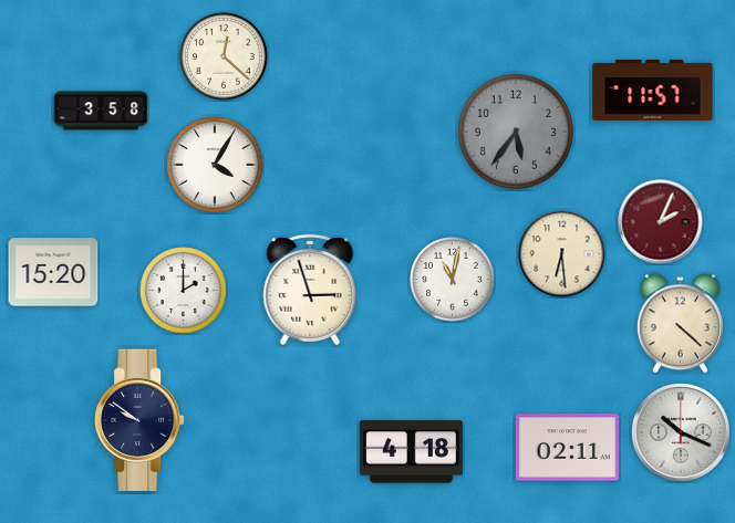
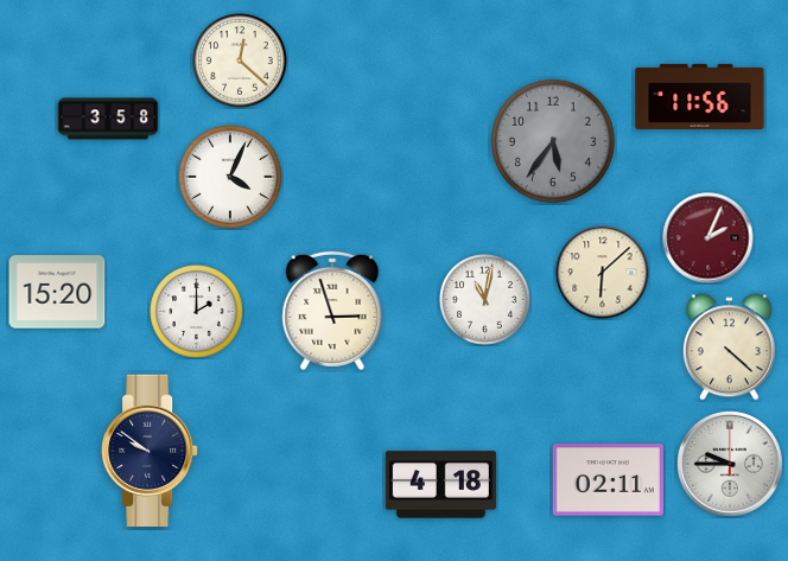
clock at (653, 90): 11:57 -> 11:56
clock at (216, 166): 4:05 -> 4:04
clock at (562, 254): 6:29 -> 6:08
clock at (682, 433): 10:19 -> 9:45
